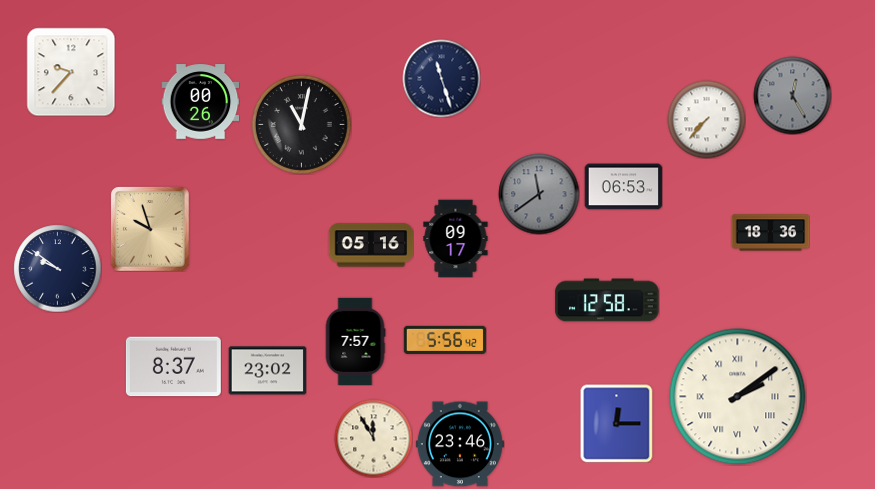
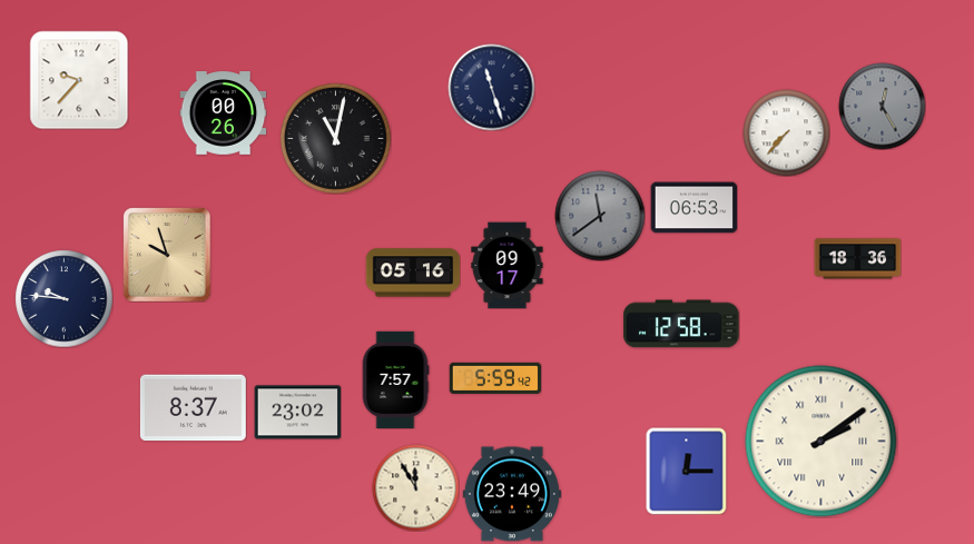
clock at (57, 268): 9:51 -> 9:46
clock at (607, 300) position: (607, 300) -> (681, 324)
clock at (445, 340): 5:56 -> 5:59
clock at (460, 444): 23:46 -> 23:49
